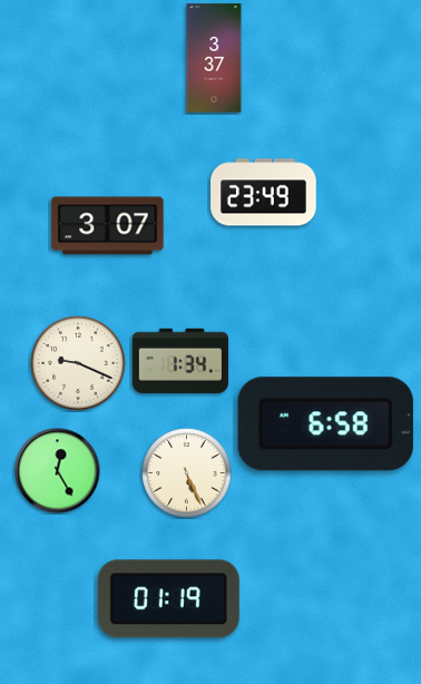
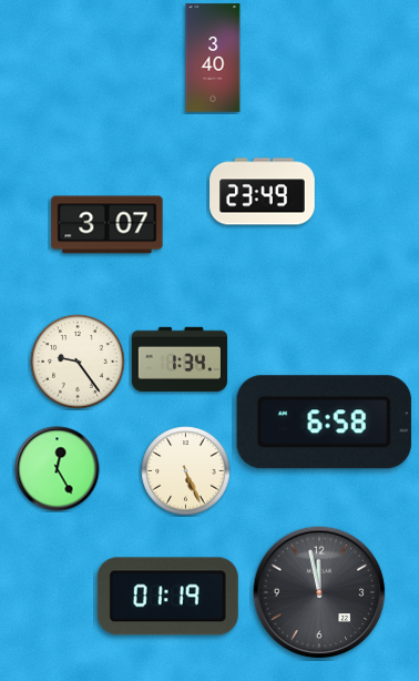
clock at (214, 58): 3:37 -> 3:40
clock at (78, 363): 9:19 -> 9:24
clock at (319, 592): none -> 11:58
